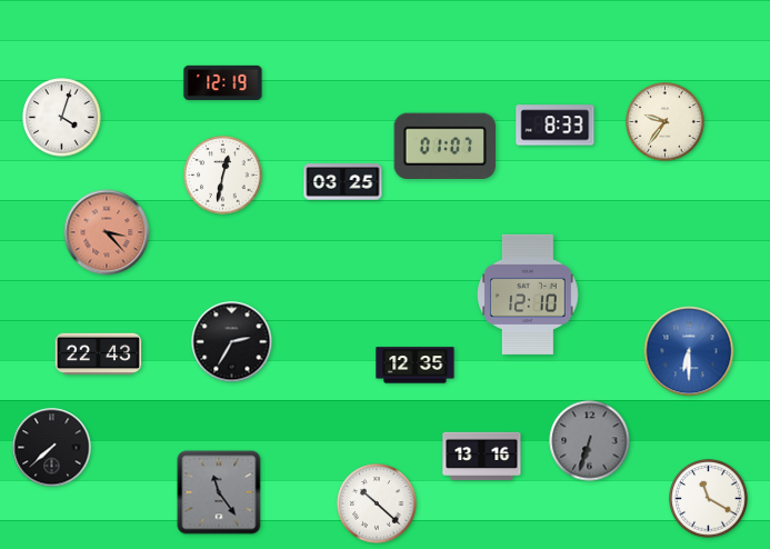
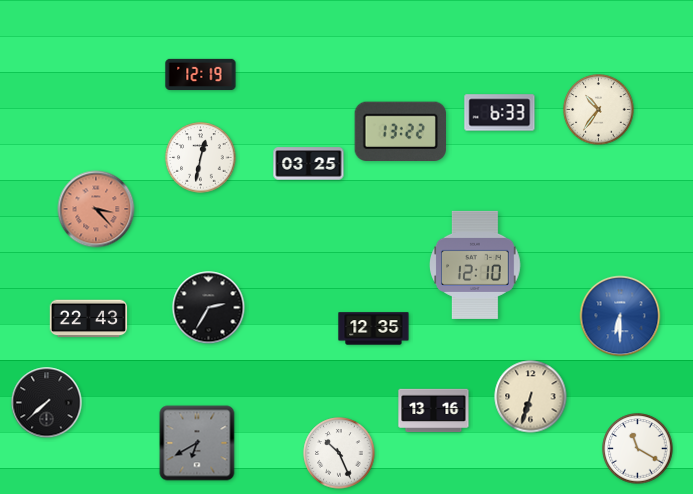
clock at (62, 118): 4:03 -> none
clock at (666, 122): 9:36 -> 10:36
clock at (556, 126): 8:33 -> 6:33
clock at (444, 147): 01:07 -> 13:22
clock at (590, 441) dial: grey -> cream
clock at (219, 492): 11:24 -> 6:40
clock at (377, 503): 10:22 -> 10:26
